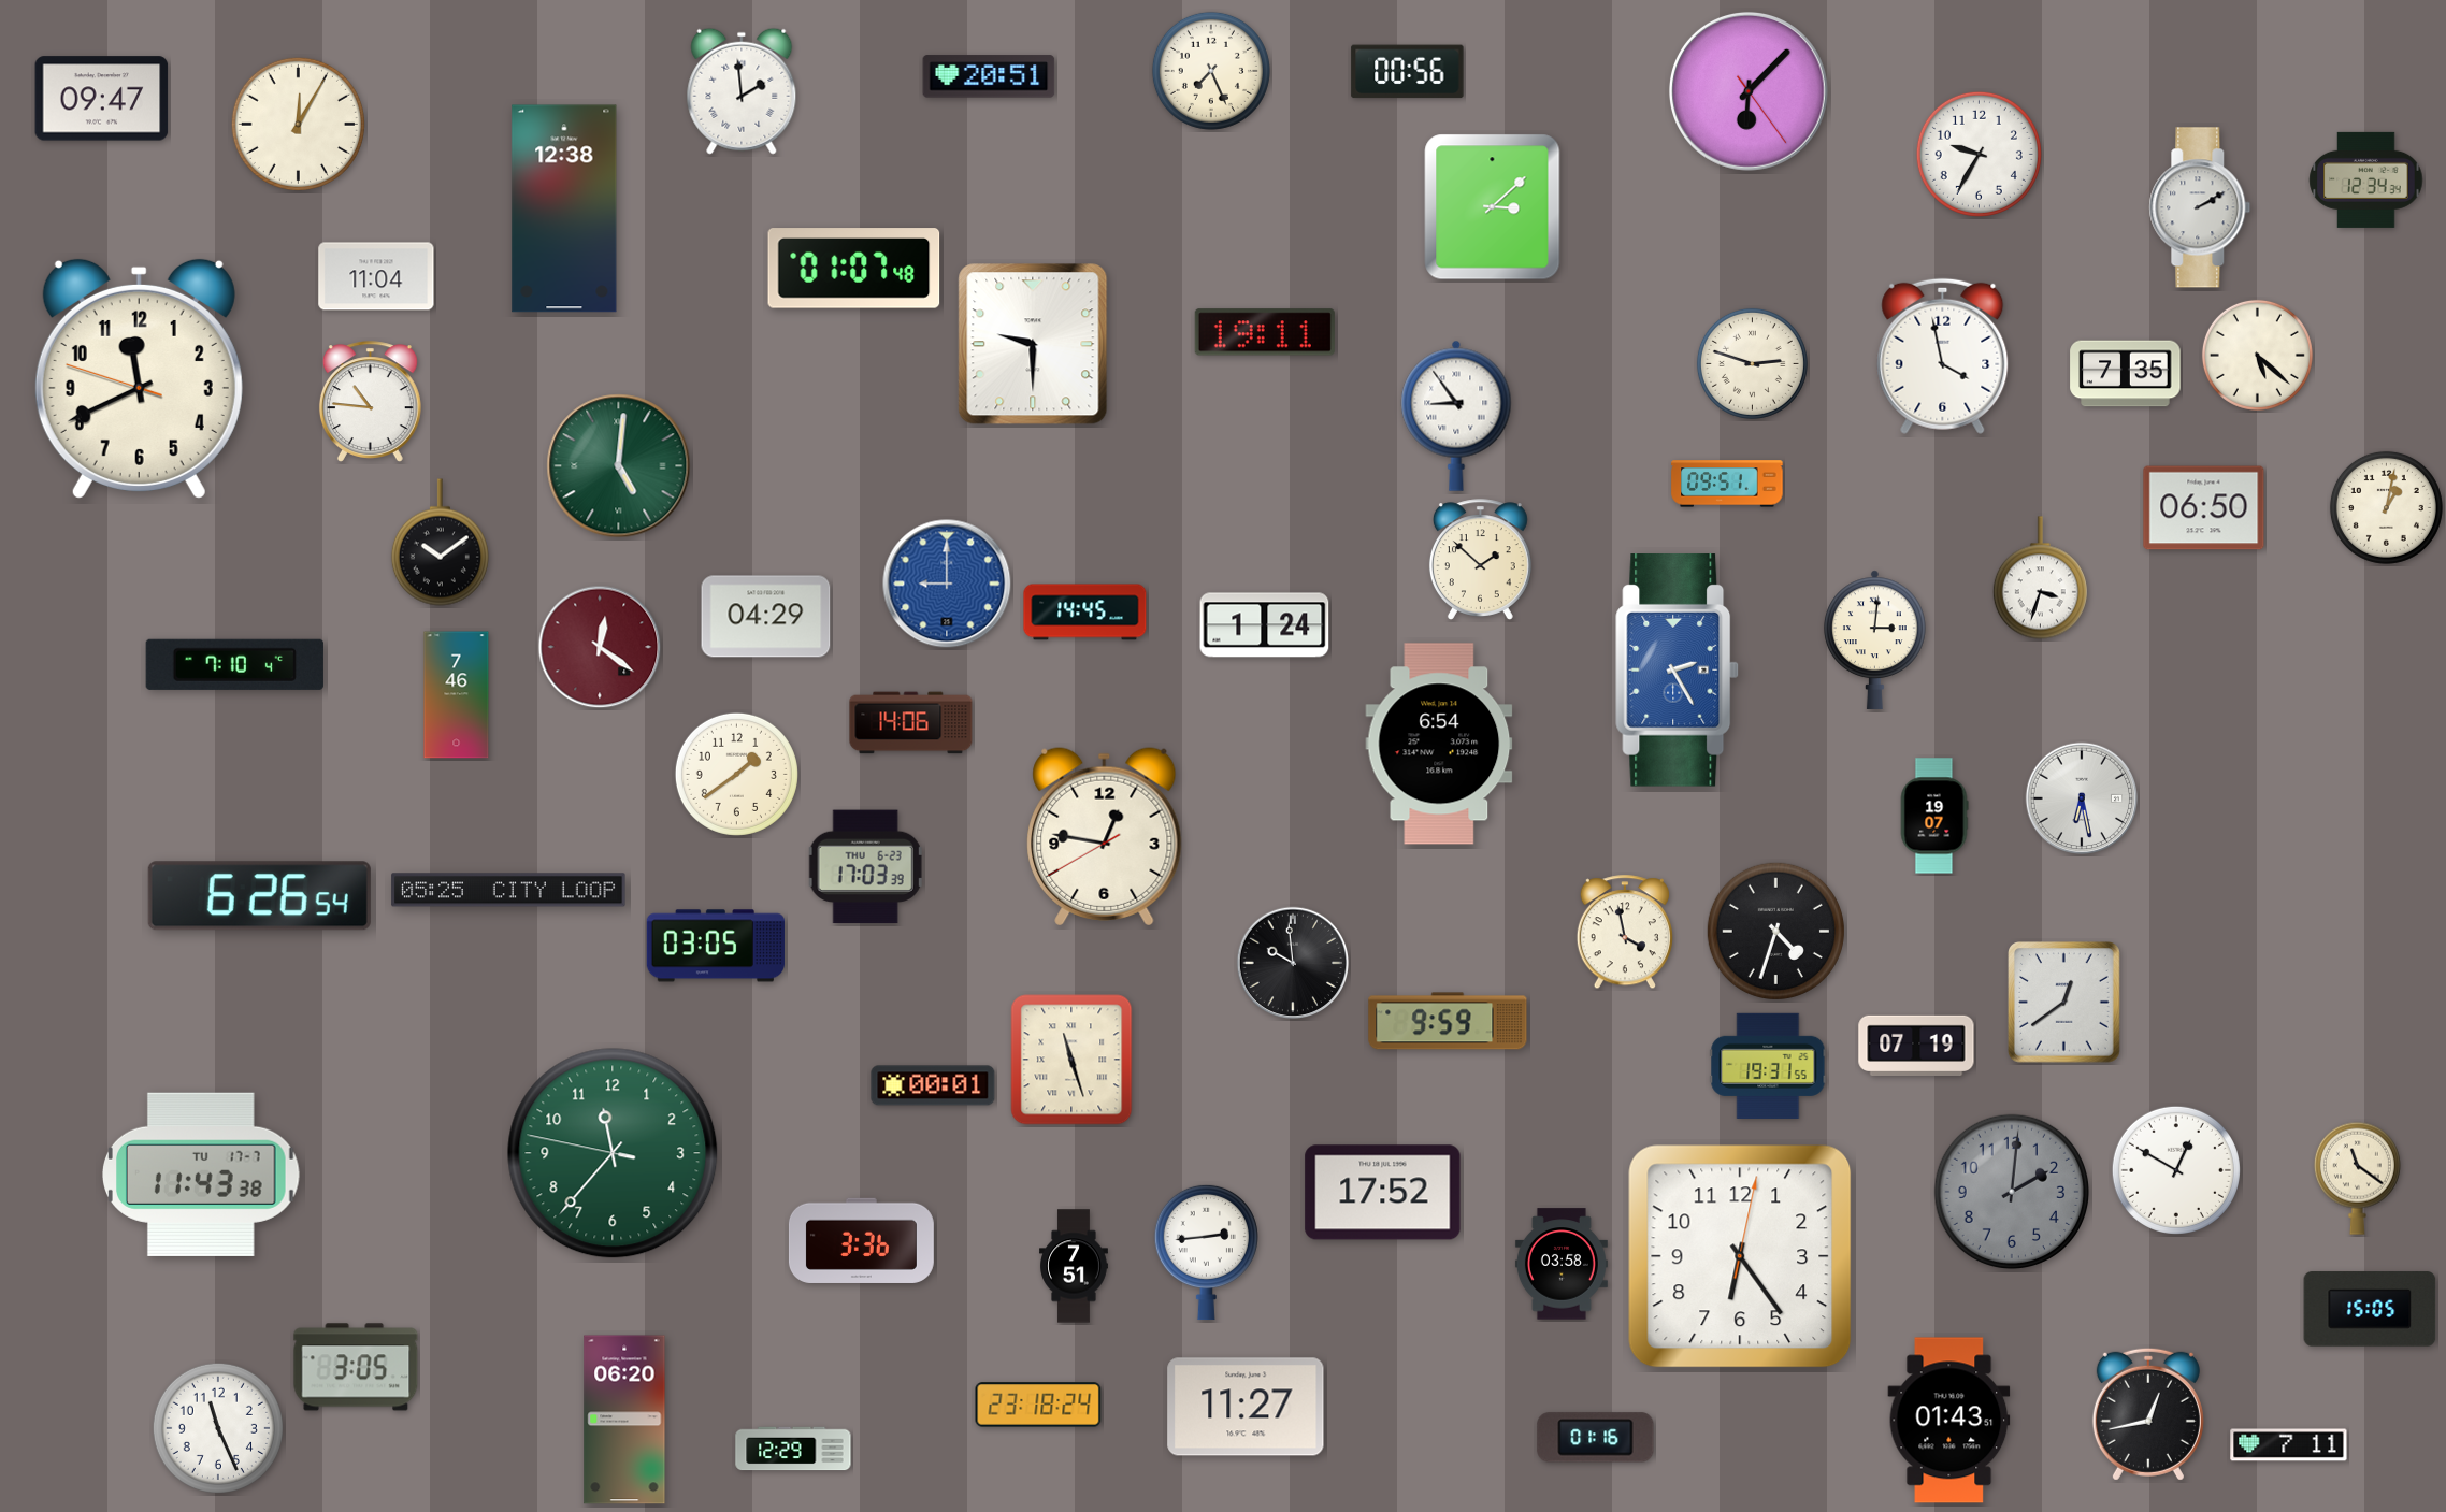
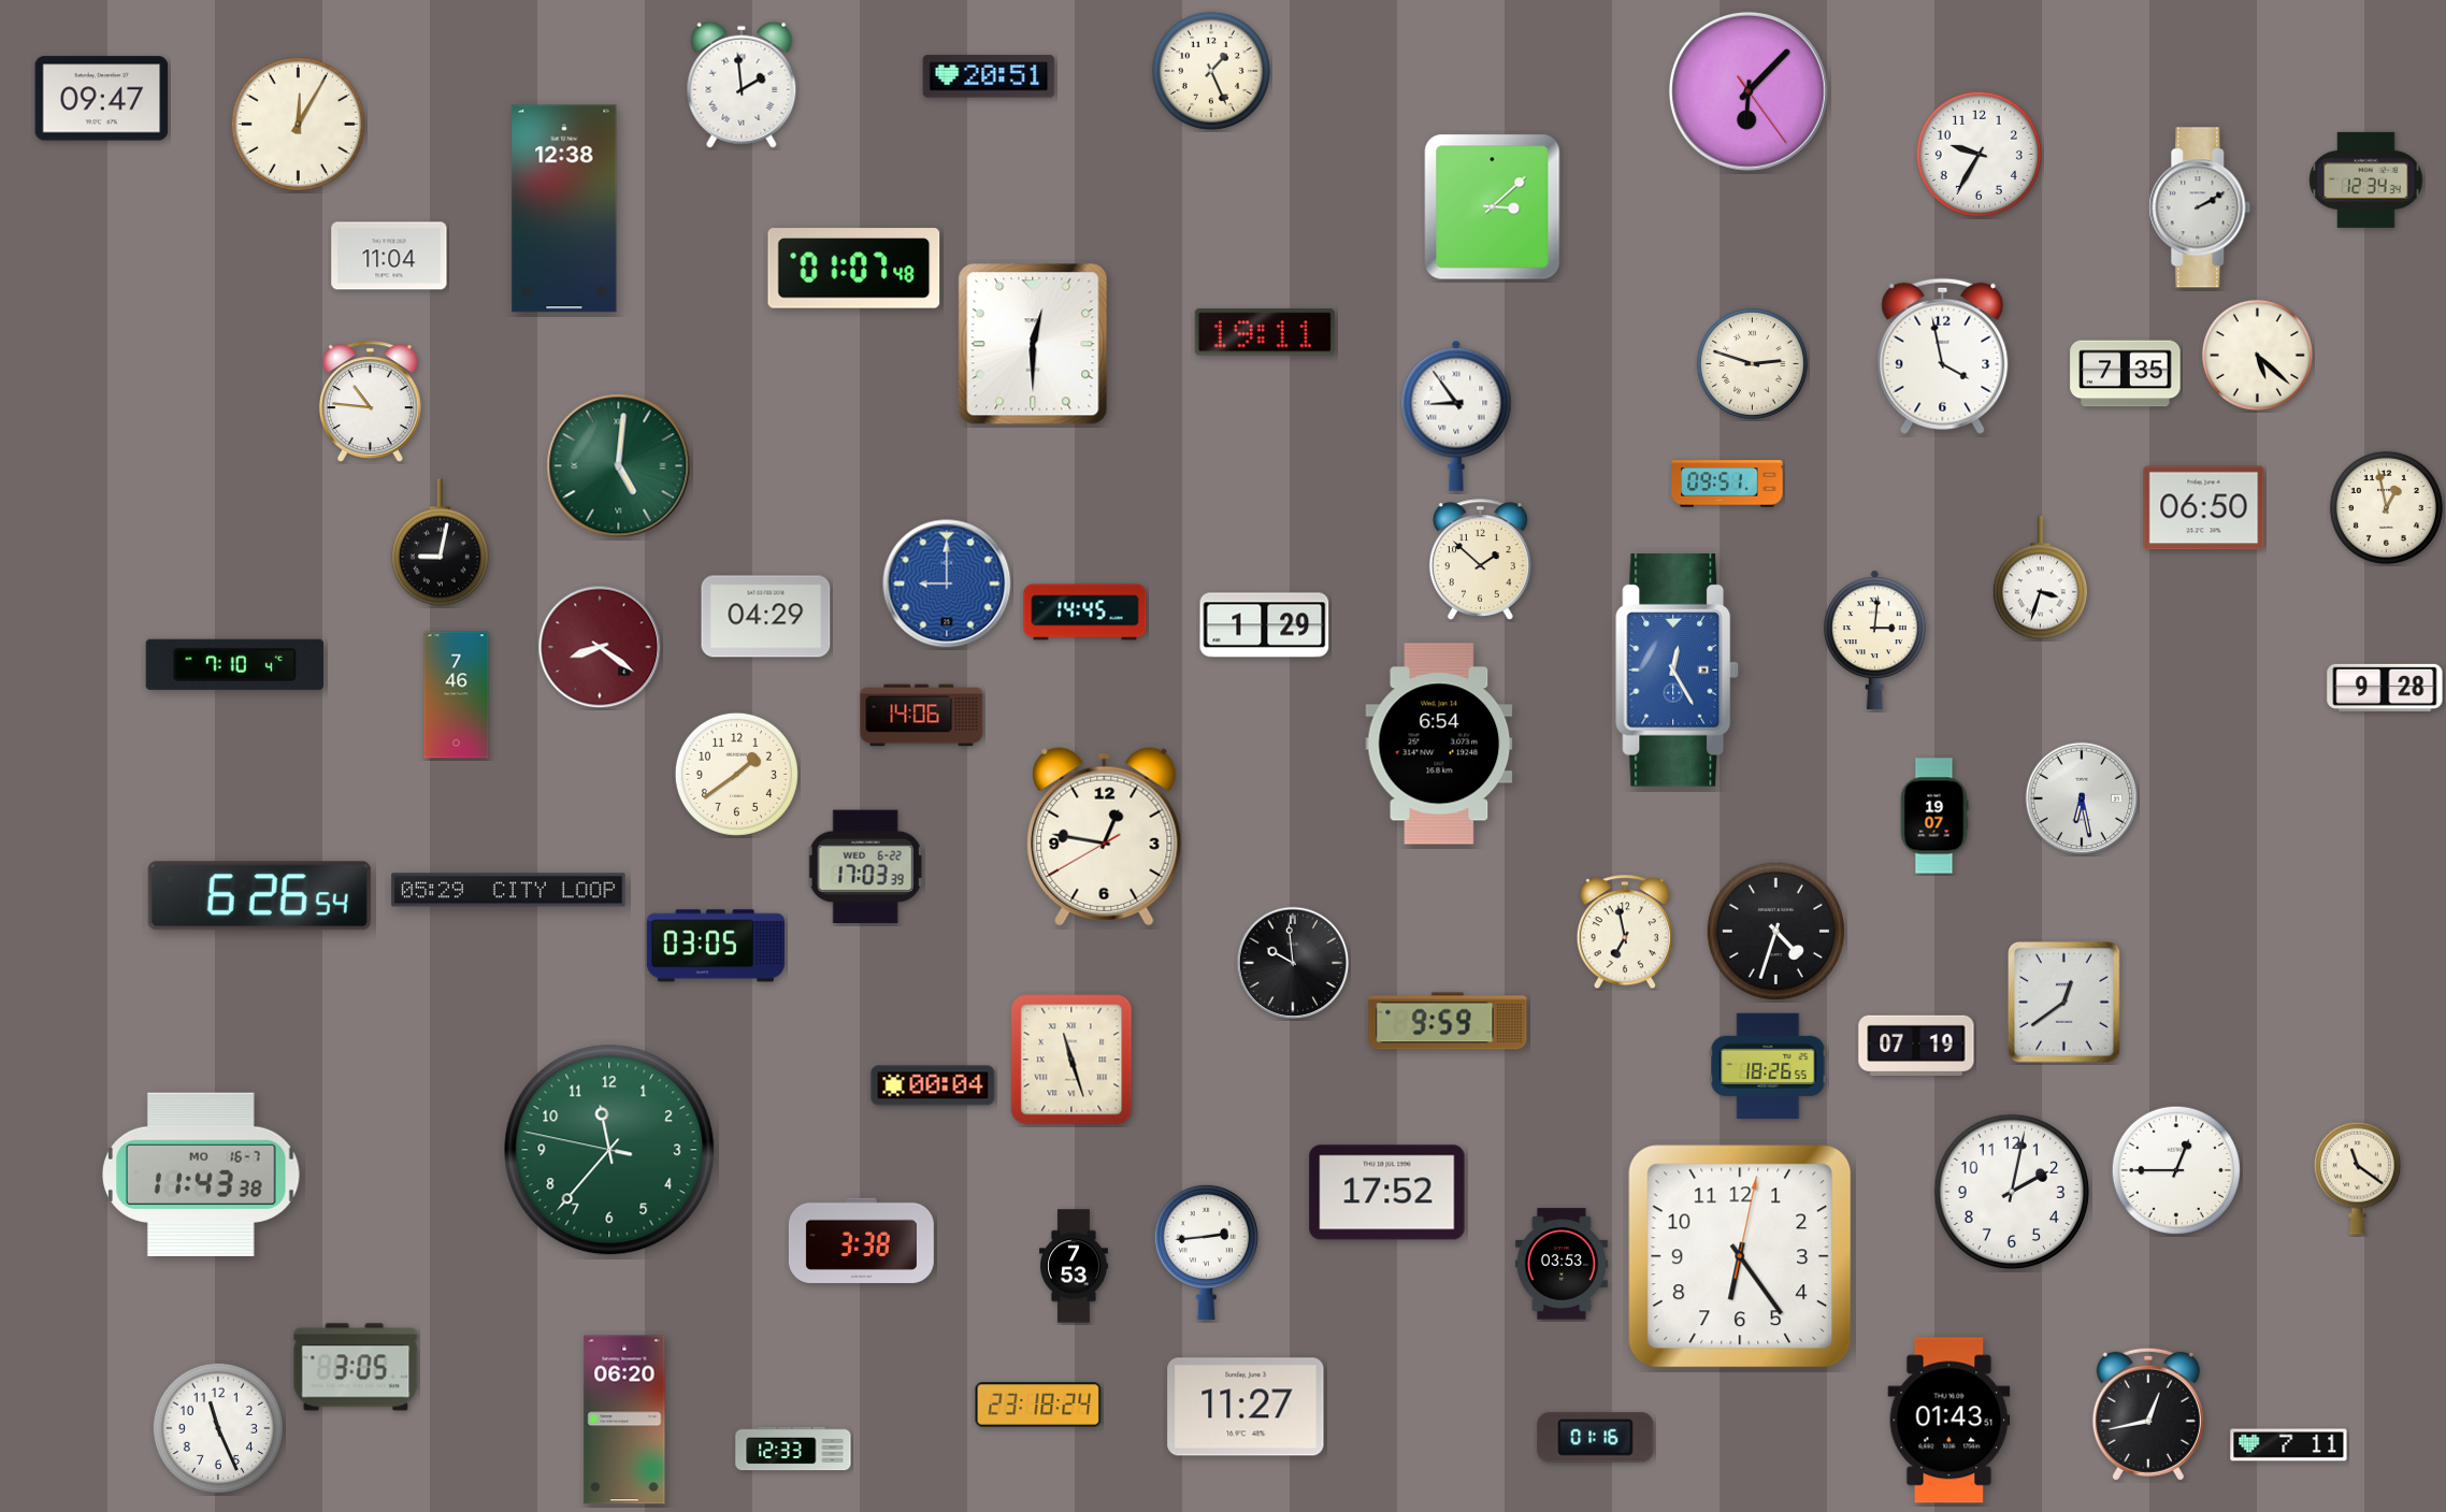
clock at (1211, 71): 7:26 -> 1:26
clock at (1408, 72): 00:56 -> none
clock at (742, 91) position: (742, 91) -> (742, 85)
clock at (376, 276) position: (376, 276) -> (389, 256)
clock at (1033, 344): 9:30 -> 12:30
clock at (139, 378): 11:40 -> none
clock at (2386, 507): 1:02 -> 12:58
clock at (440, 543): 10:09 -> 9:02
clock at (1265, 625): 1:24 -> 1:29
clock at (600, 647): 12:21 -> 8:21
clock at (1678, 671): 2:25 -> 12:25
clock at (2385, 688): none -> 9:28
clock at (911, 723) position: (911, 723) -> (922, 716)
clock at (865, 867) date: THU 6-23 -> WED 6-22
clock at (508, 890): 05:25 -> 05:29
clock at (1625, 933): 3:58 -> 6:58
clock at (1768, 1066): 19:31 -> 18:26
clock at (933, 1085): 00:01 -> 00:04
clock at (613, 1153) position: (613, 1153) -> (609, 1150)
clock at (2176, 1170): 12:50 -> 12:45
clock at (202, 1175) date: TU 17-7 -> MO 16-7
clock at (2012, 1192): 2:01 -> 2:02
clock at (2012, 1192) dial: grey -> white
clock at (1383, 1193) position: (1383, 1193) -> (1387, 1193)
clock at (861, 1240): 3:36 -> 3:38
clock at (1562, 1264): 03:58 -> 03:53
clock at (1075, 1266): 7:51 -> 7:53
clock at (2370, 1309): 15:05 -> none
clock at (793, 1449): 12:29 -> 12:33
